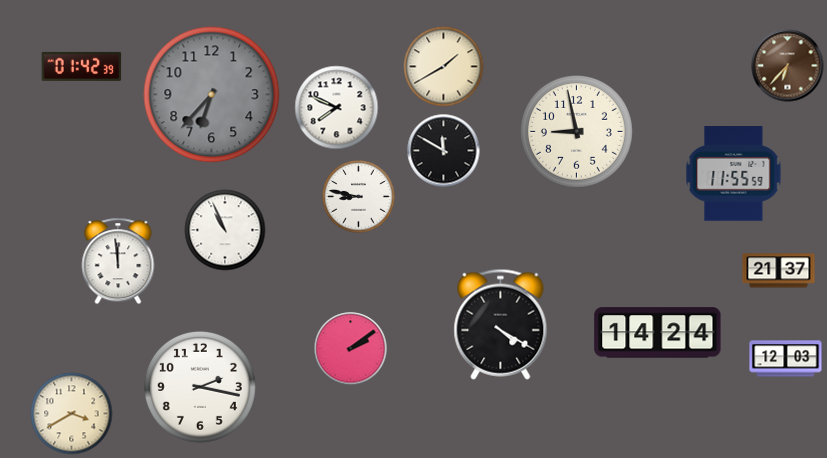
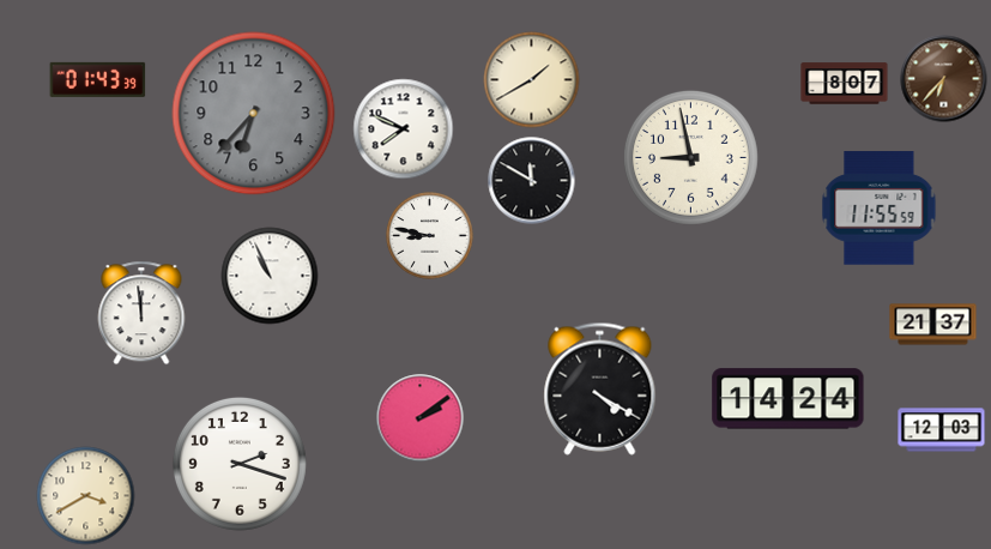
clock at (82, 66): 01:42 -> 01:43
clock at (845, 84): none -> 8:07
clock at (200, 387): 2:17 -> 2:18
